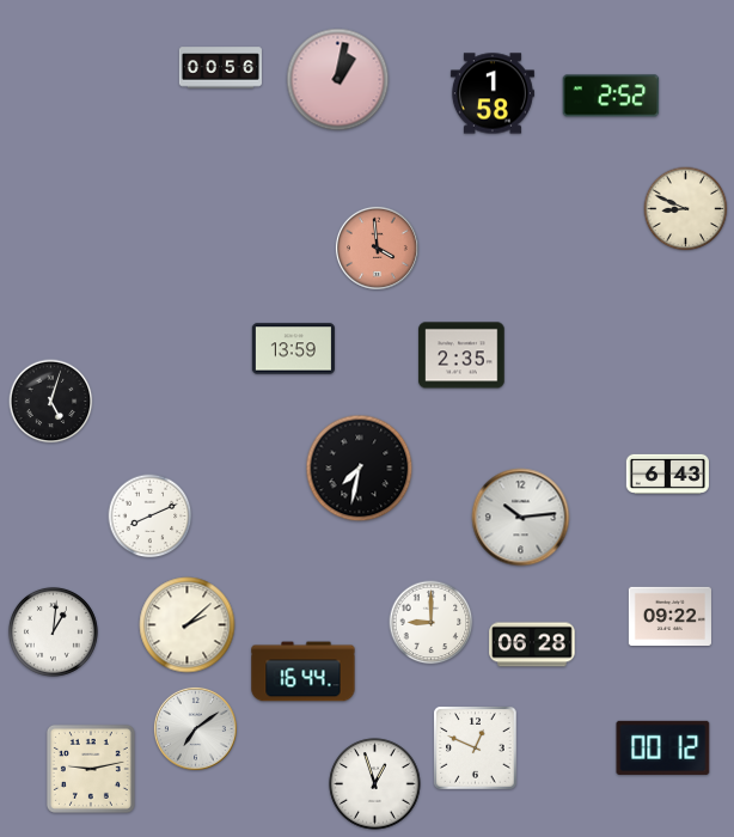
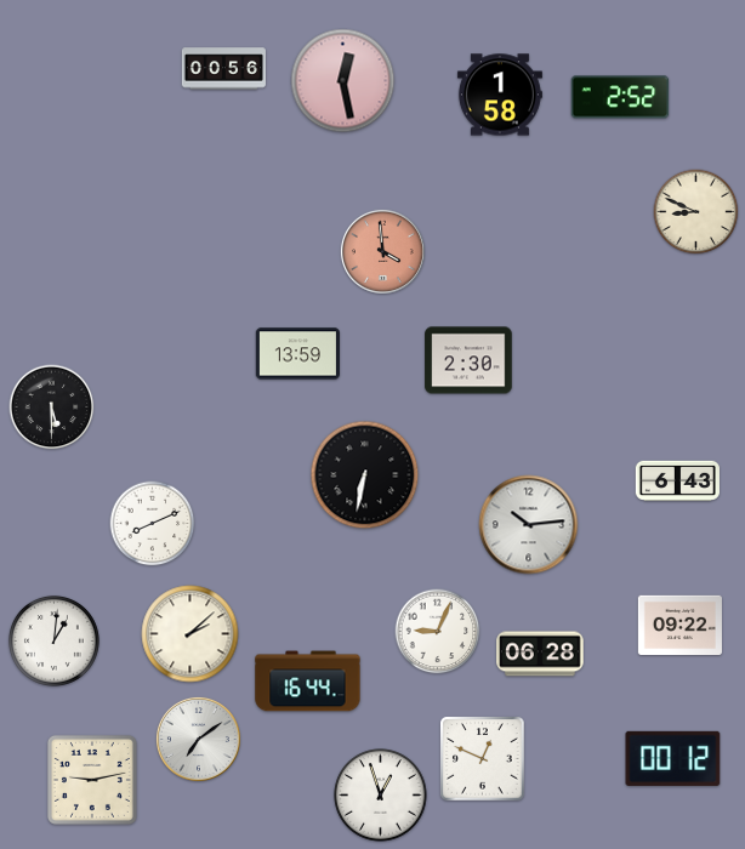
clock at (338, 80): 1:02 -> 12:28
clock at (461, 355): 2:35 -> 2:30
clock at (51, 402): 5:03 -> 5:30
clock at (360, 469): 7:32 -> 6:32
clock at (432, 623): 9:00 -> 9:04
